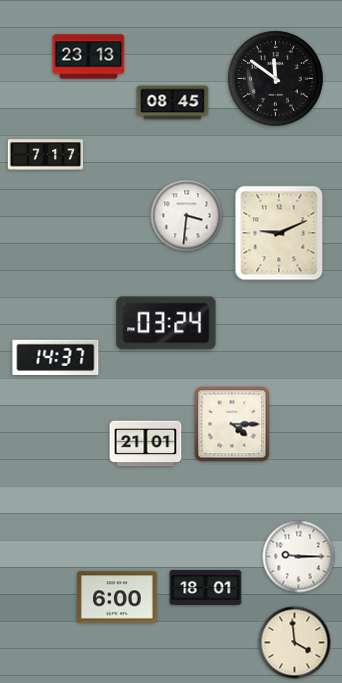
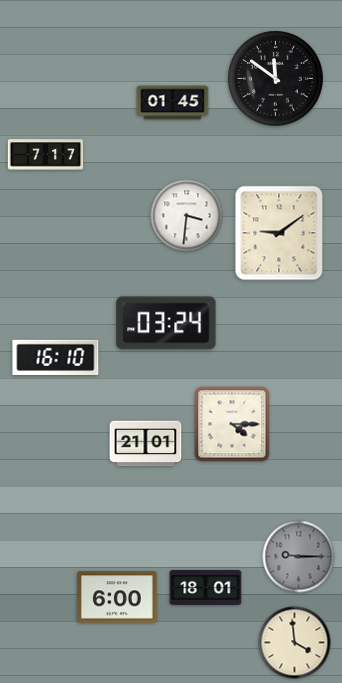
clock at (89, 57): 23:13 -> none
clock at (173, 103): 08:45 -> 01:45
clock at (279, 233): 9:11 -> 9:09
clock at (56, 357): 14:37 -> 16:10
clock at (299, 557) dial: white -> grey
